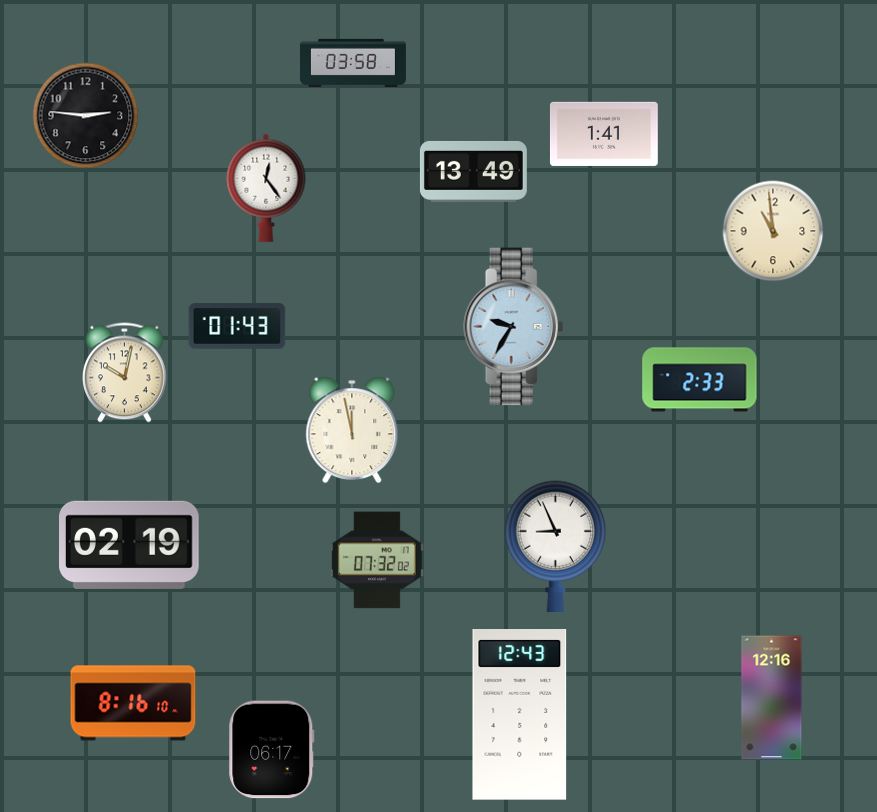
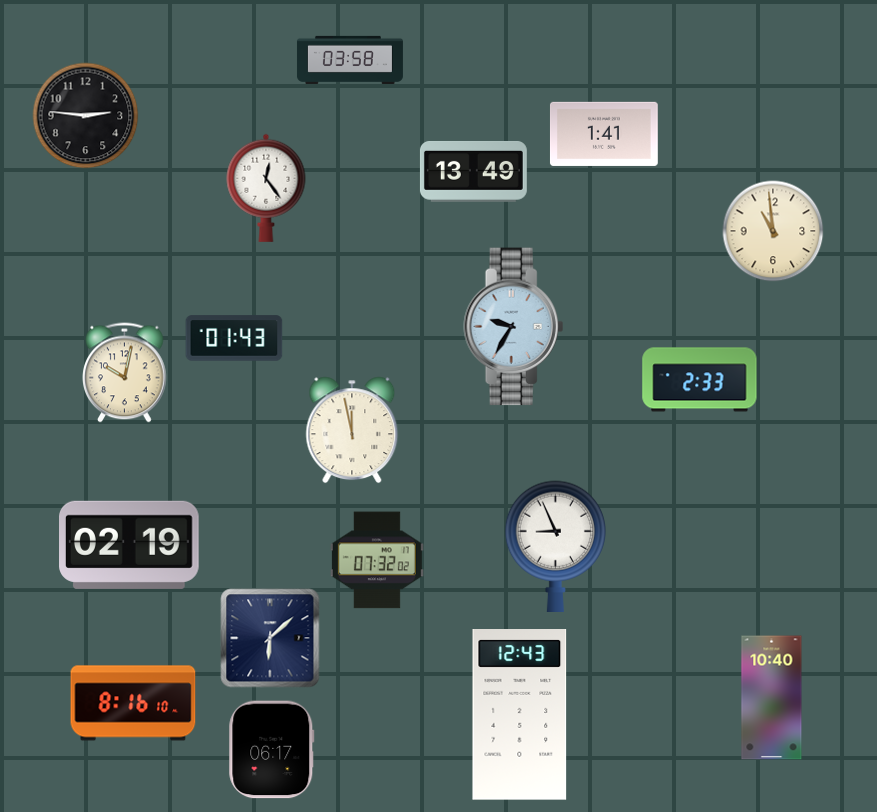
clock at (353, 63) position: (353, 63) -> (350, 60)
clock at (237, 326) position: (237, 326) -> (234, 338)
clock at (270, 638): none -> 6:08
clock at (772, 698): 12:16 -> 10:40
